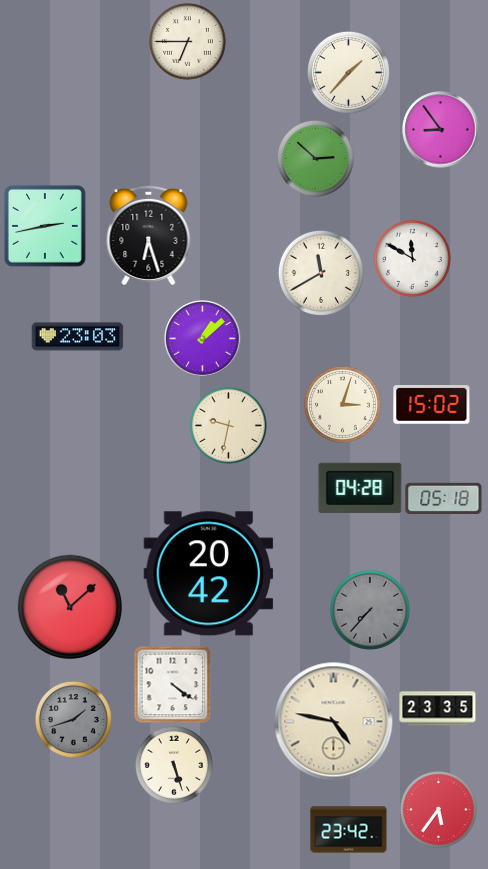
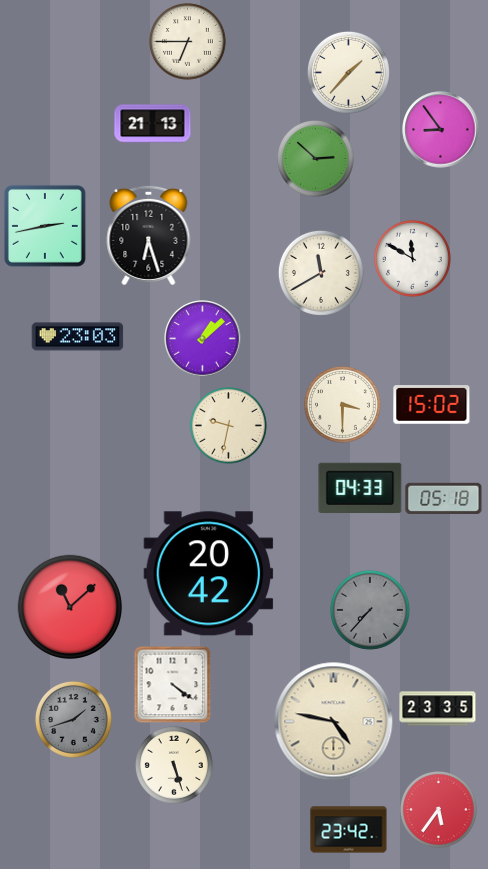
clock at (153, 124): none -> 21:13
clock at (342, 404): 3:03 -> 3:30
clock at (360, 487): 04:28 -> 04:33
